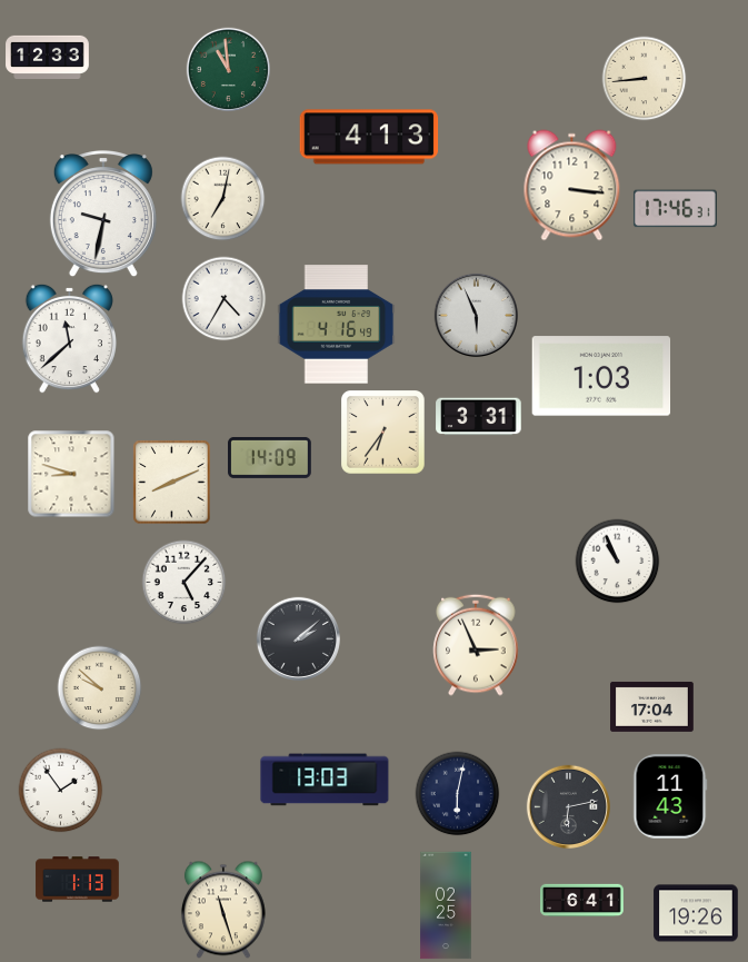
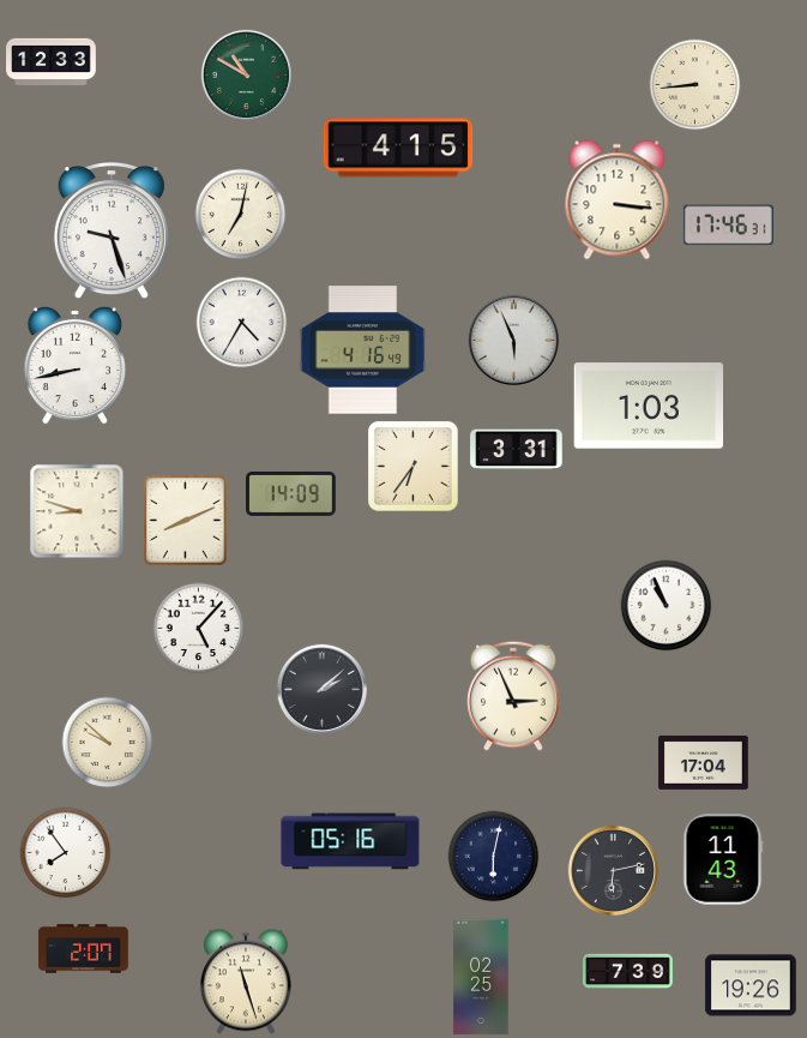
clock at (228, 69): 10:59 -> 10:50
clock at (369, 137): 4:13 -> 4:15
clock at (103, 215): 9:32 -> 9:27
clock at (69, 338): 11:38 -> 8:43
clock at (325, 780): 13:03 -> 05:16
clock at (61, 791): 1:54 -> 7:54
clock at (78, 880): 1:13 -> 2:07
clock at (582, 901): 6:41 -> 7:39
clock at (223, 910) position: (223, 910) -> (246, 982)
